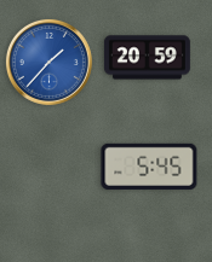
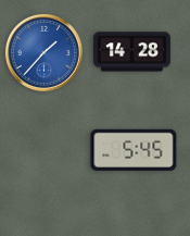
clock at (147, 58): 20:59 -> 14:28
clock at (48, 62) position: (48, 62) -> (43, 52)
